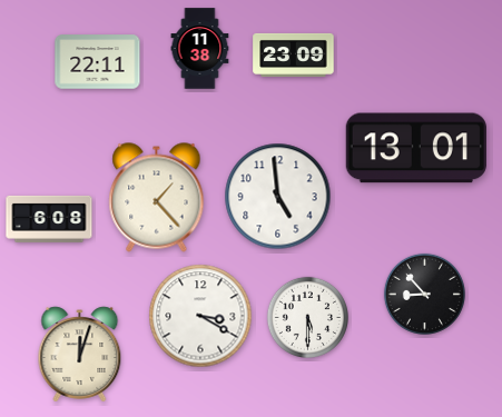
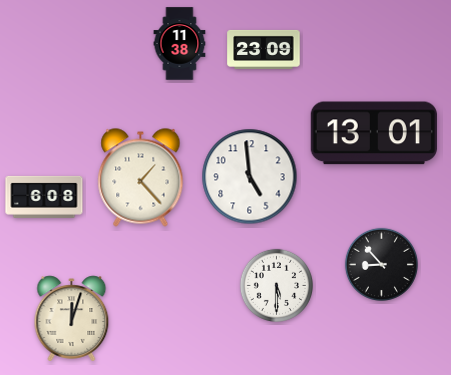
clock at (98, 62): 22:11 -> none
clock at (200, 316): 3:20 -> none
